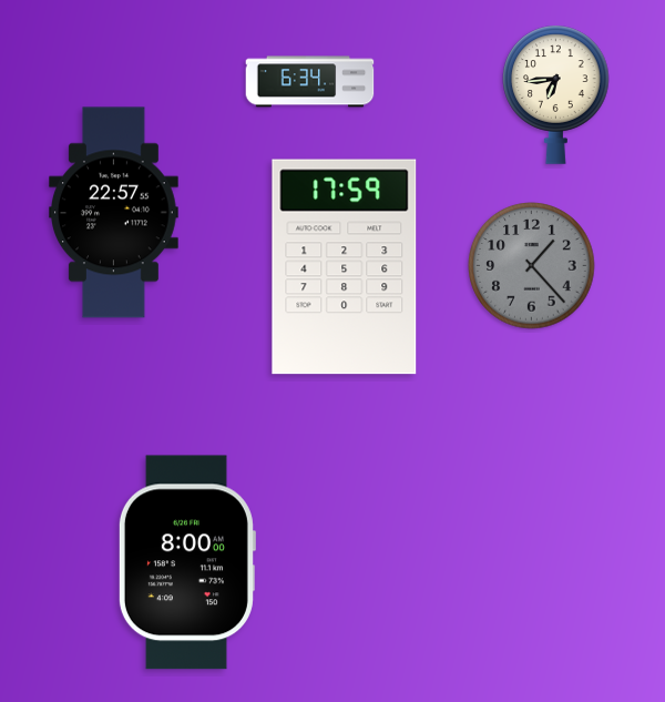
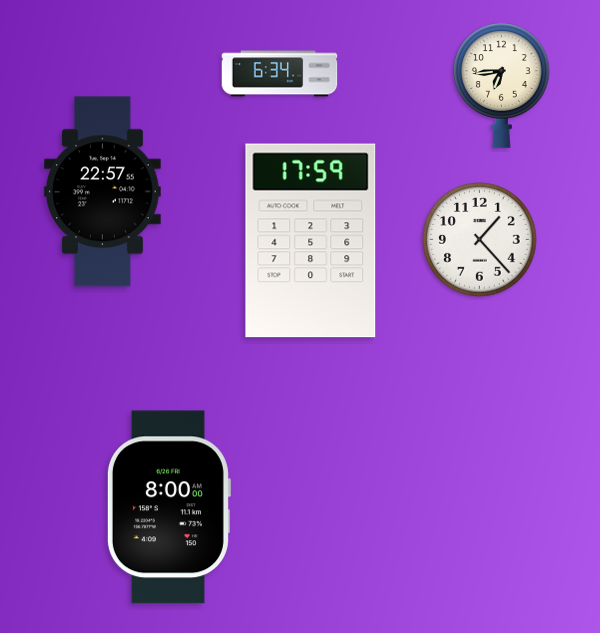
clock at (532, 266) dial: grey -> white
